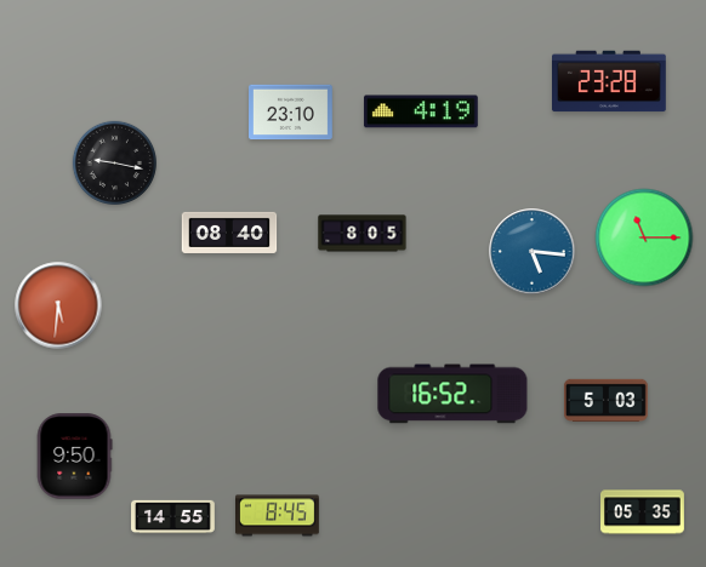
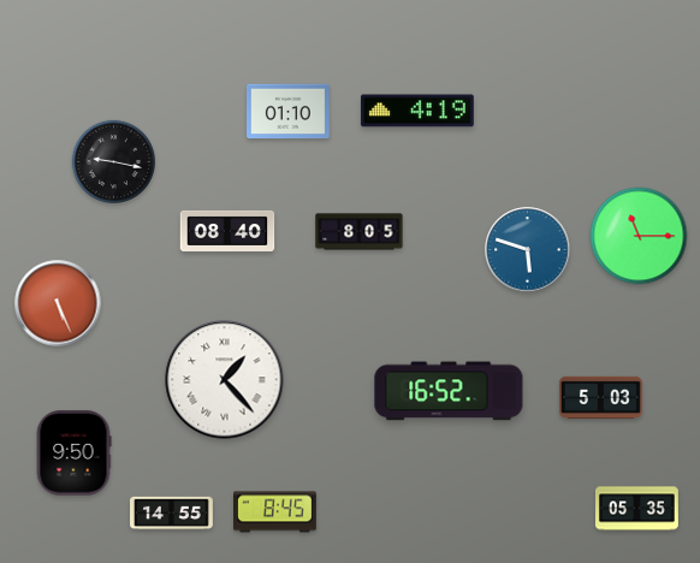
clock at (610, 81): 23:28 -> none
clock at (291, 113): 23:10 -> 01:10
clock at (533, 252): 5:16 -> 5:48
clock at (58, 305): 5:31 -> 5:26
clock at (225, 380): none -> 1:23
